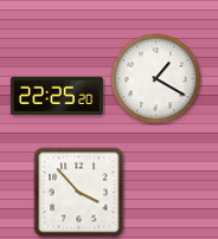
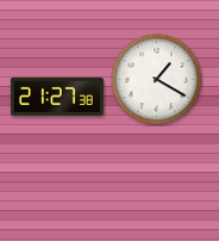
clock at (57, 96): 22:25 -> 21:27
clock at (79, 193): 3:53 -> none
